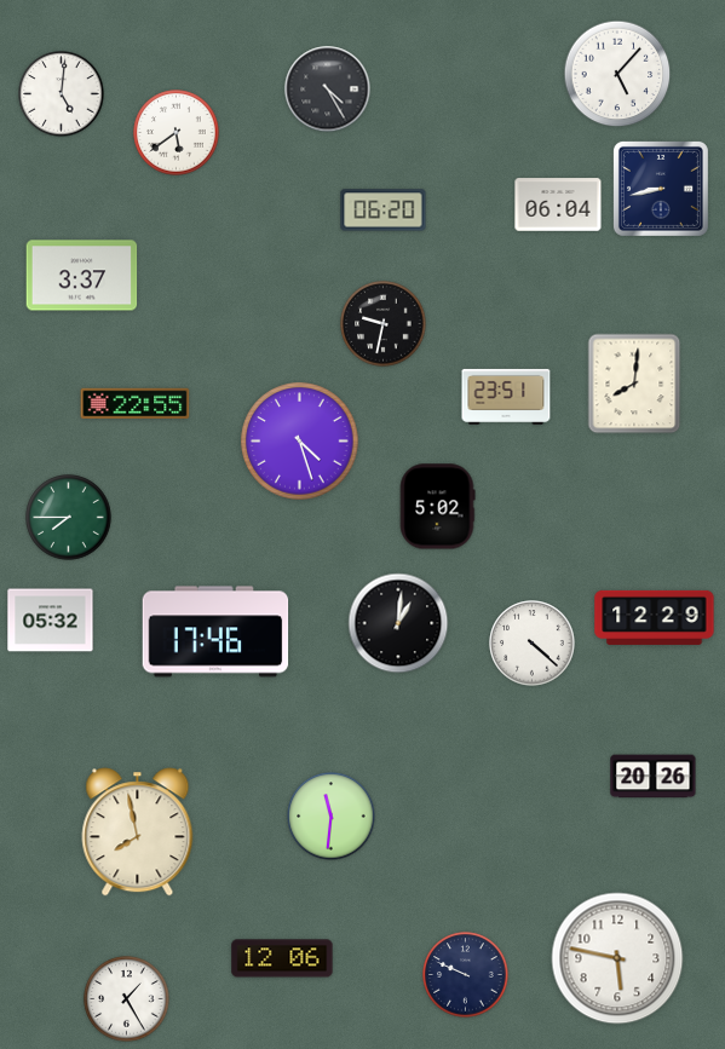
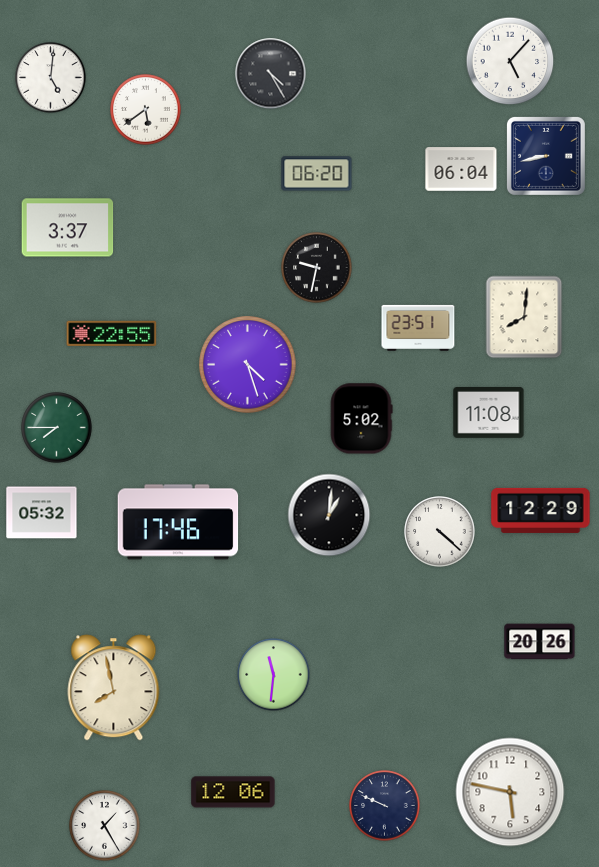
clock at (489, 413): none -> 11:08
